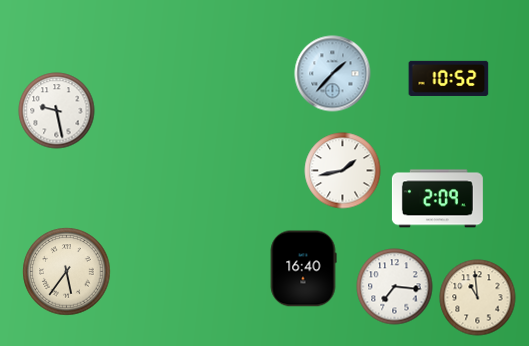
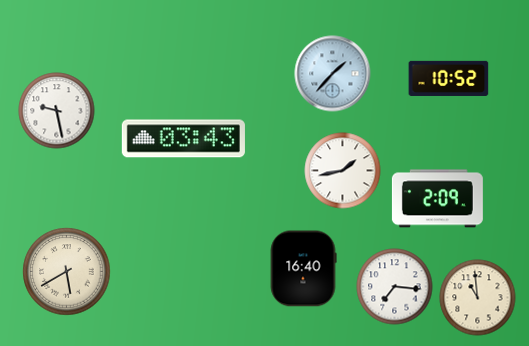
clock at (183, 139): none -> 03:43
clock at (67, 272): 5:36 -> 5:40
